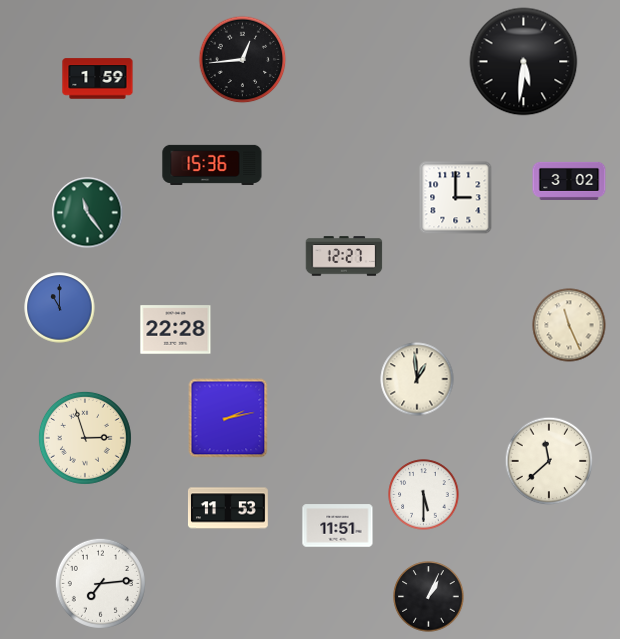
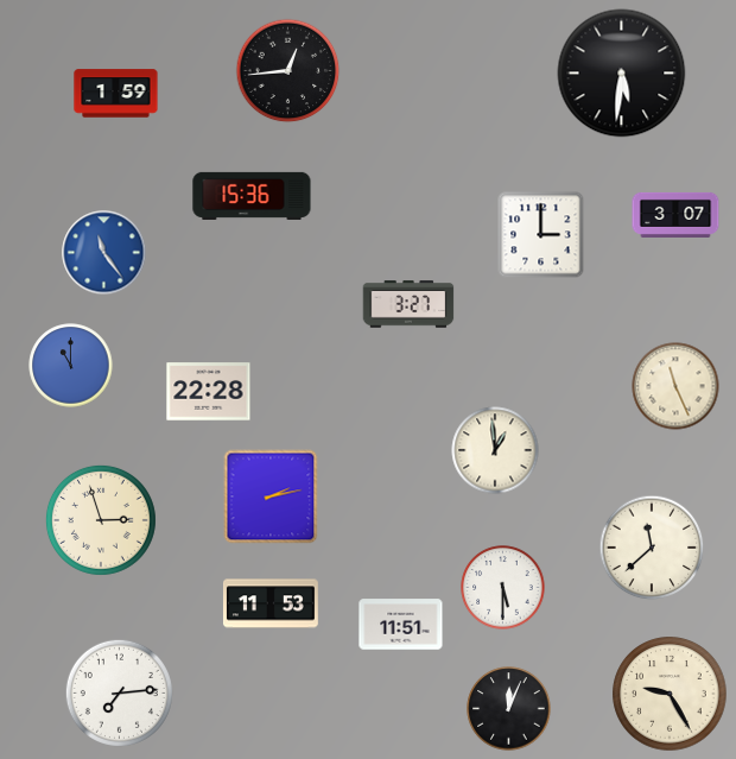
clock at (569, 181): 3:02 -> 3:07
clock at (88, 213) dial: green -> blue
clock at (344, 256): 12:27 -> 3:27
clock at (670, 694): none -> 9:25
clock at (429, 597): 1:04 -> 12:04
